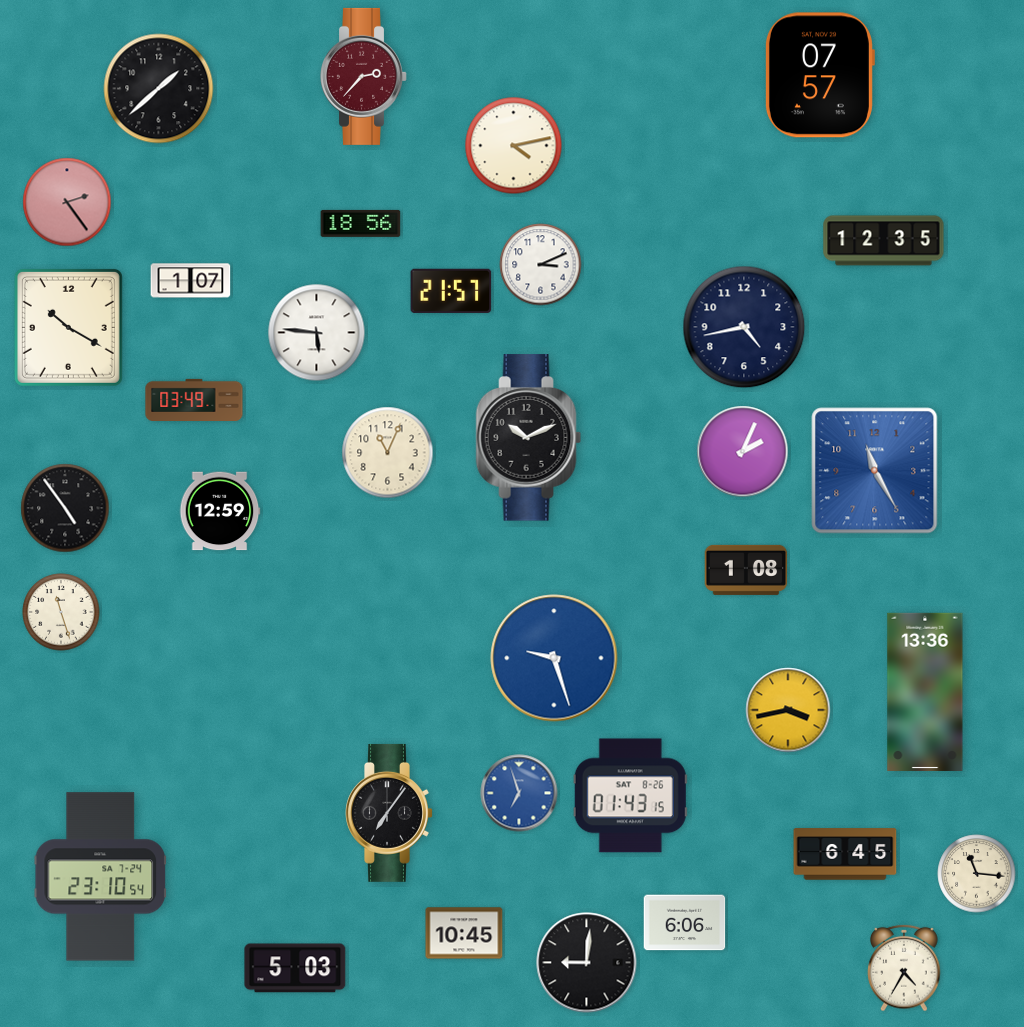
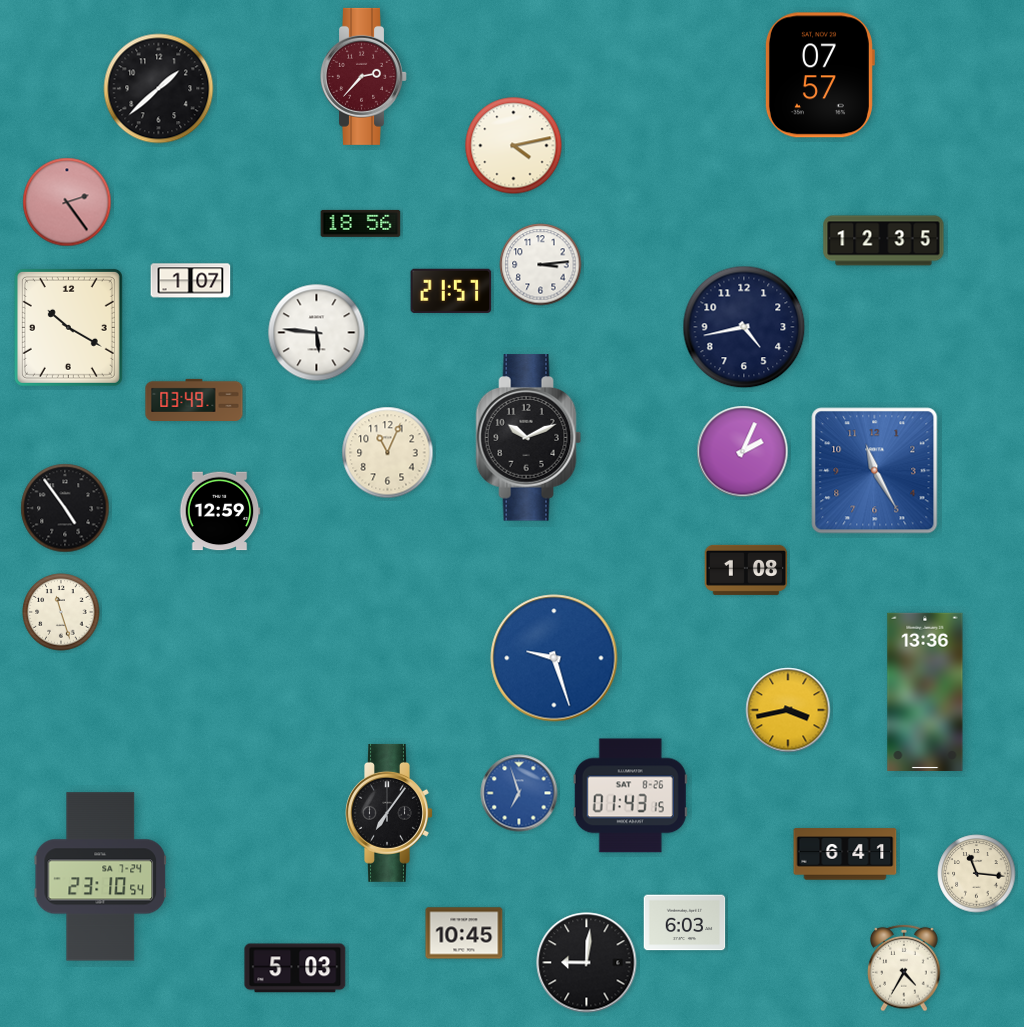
clock at (541, 265): 3:11 -> 3:14
clock at (845, 854): 6:45 -> 6:41
clock at (685, 923): 6:06 -> 6:03
